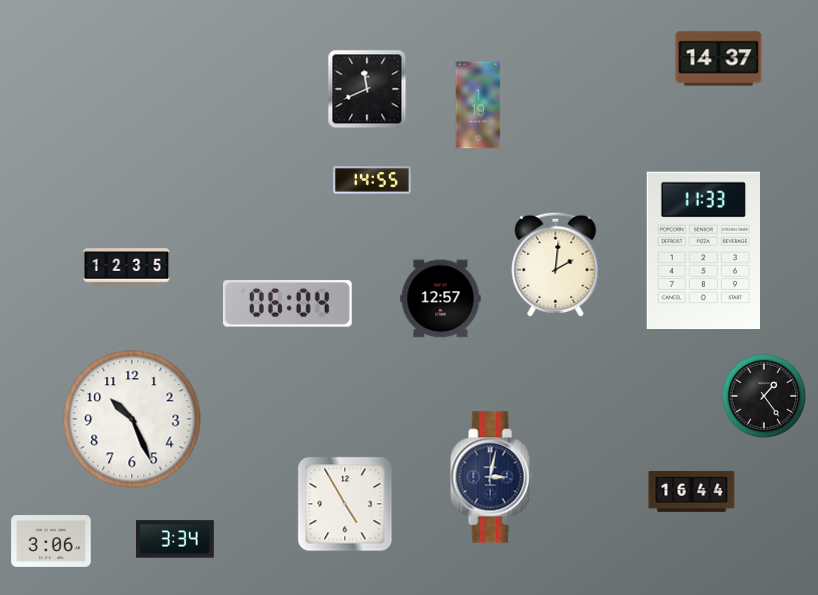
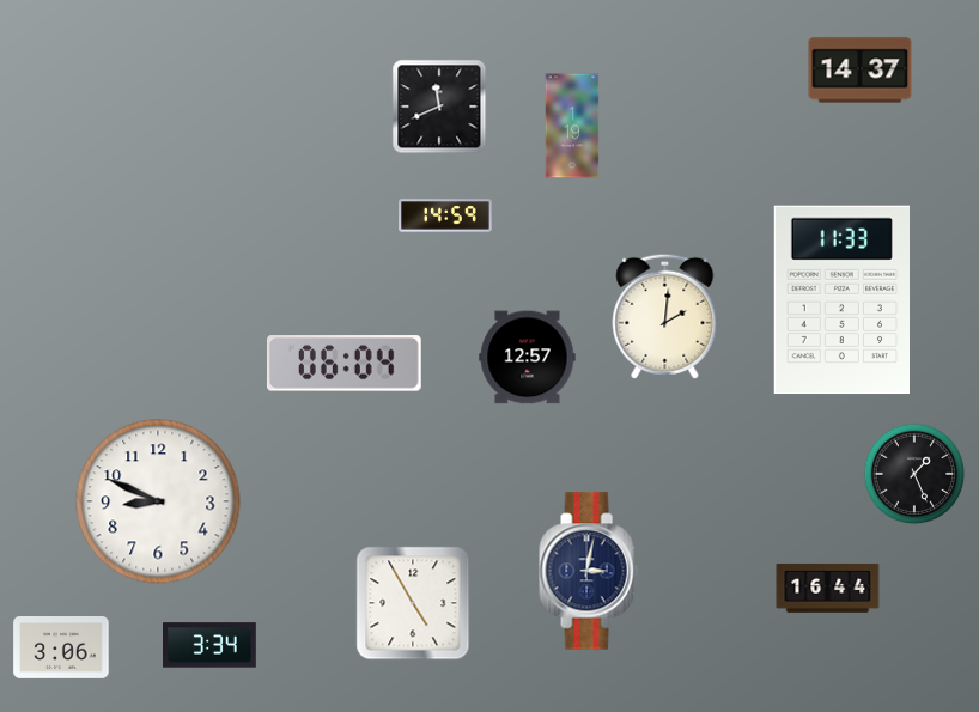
clock at (372, 180): 14:55 -> 14:59
clock at (127, 268): 12:35 -> none
clock at (764, 396): 1:24 -> 1:26
clock at (132, 419): 10:26 -> 8:49
